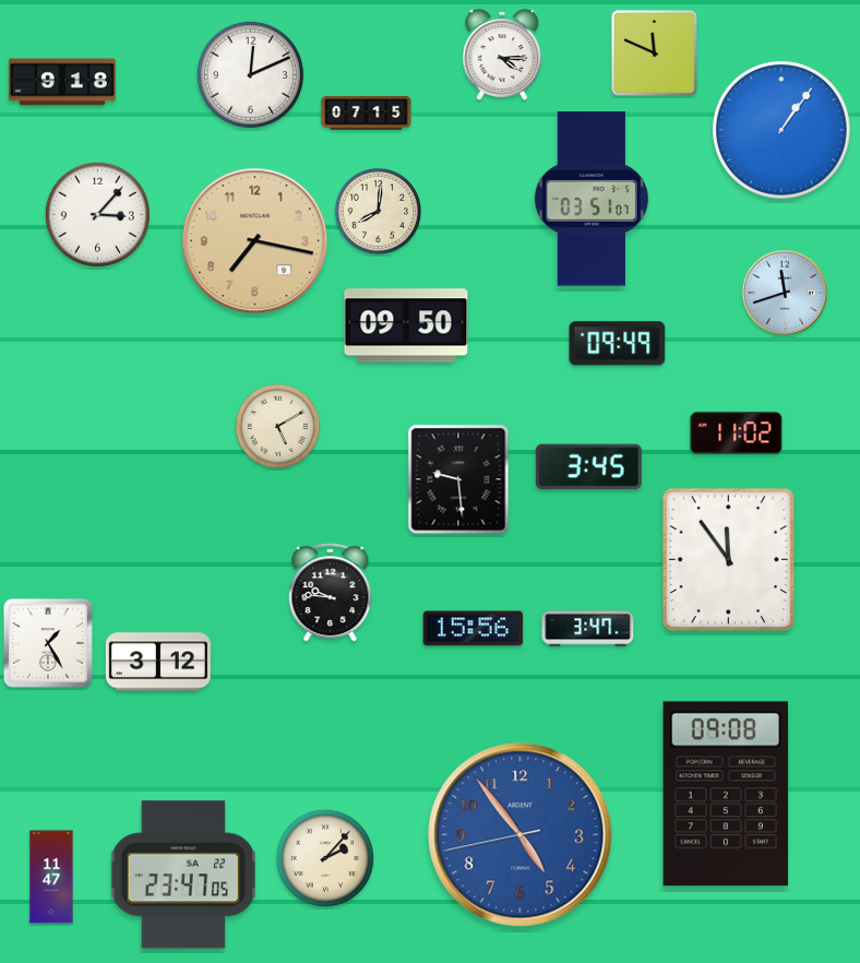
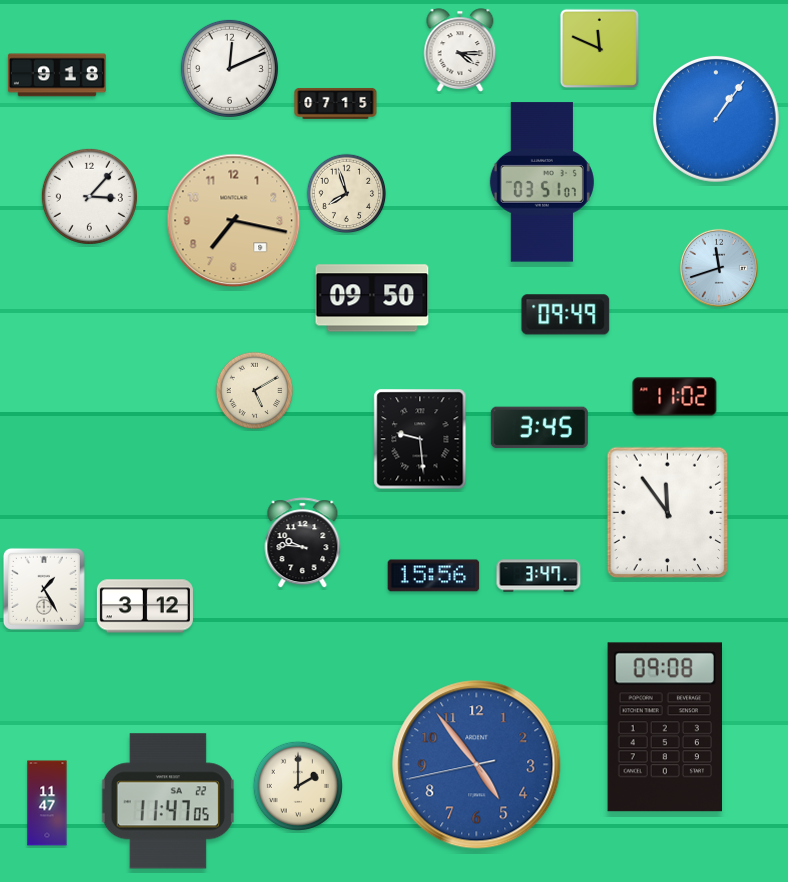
clock at (379, 212): 8:01 -> 7:57
clock at (325, 858): 2:07 -> 2:00
clock at (183, 875): 23:47 -> 11:47
